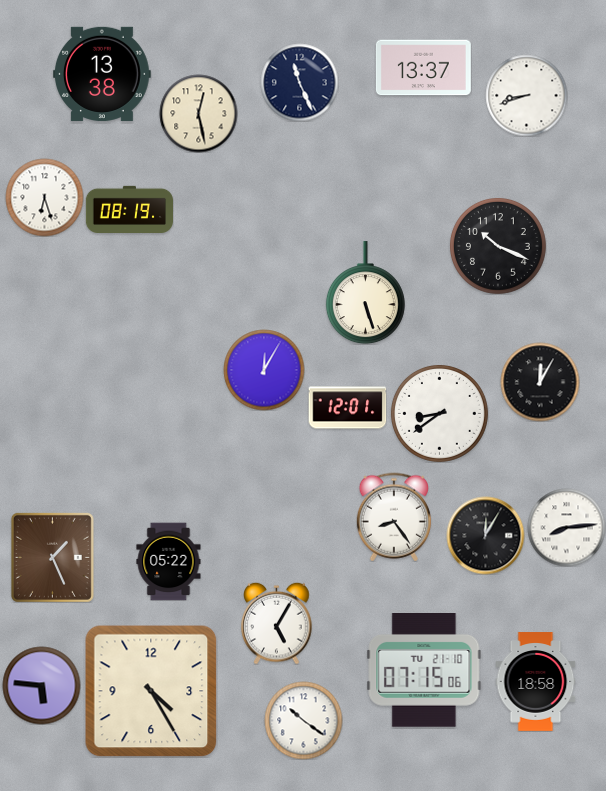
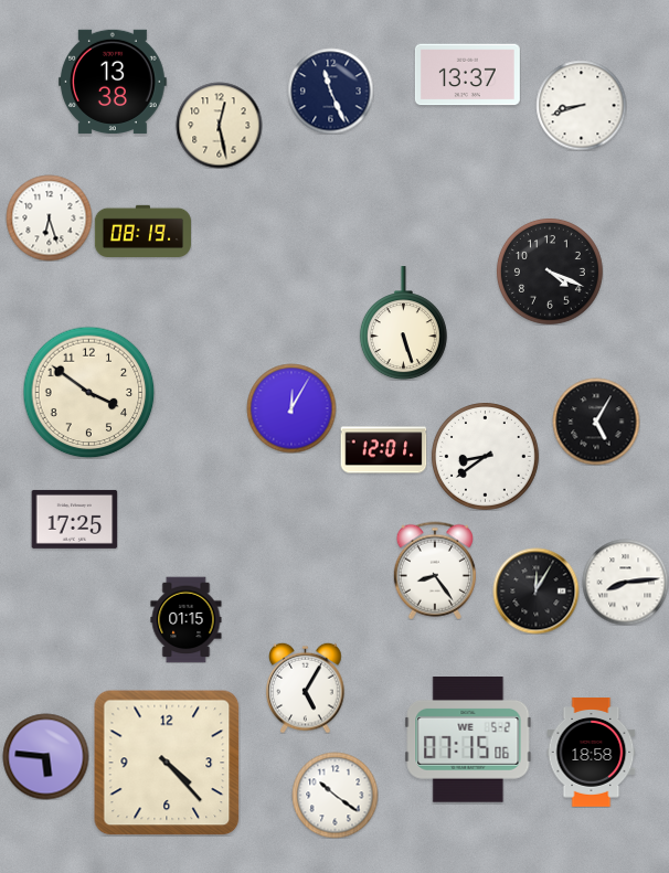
clock at (498, 246): 10:19 -> 4:19
clock at (88, 392): none -> 3:51
clock at (540, 382): 12:05 -> 5:05
clock at (74, 519): none -> 17:25
clock at (52, 557): 1:26 -> none
clock at (169, 561): 05:22 -> 01:15
clock at (424, 671) date: TU 21-10 -> WE 5-2
clock at (151, 691): 4:25 -> 4:23
